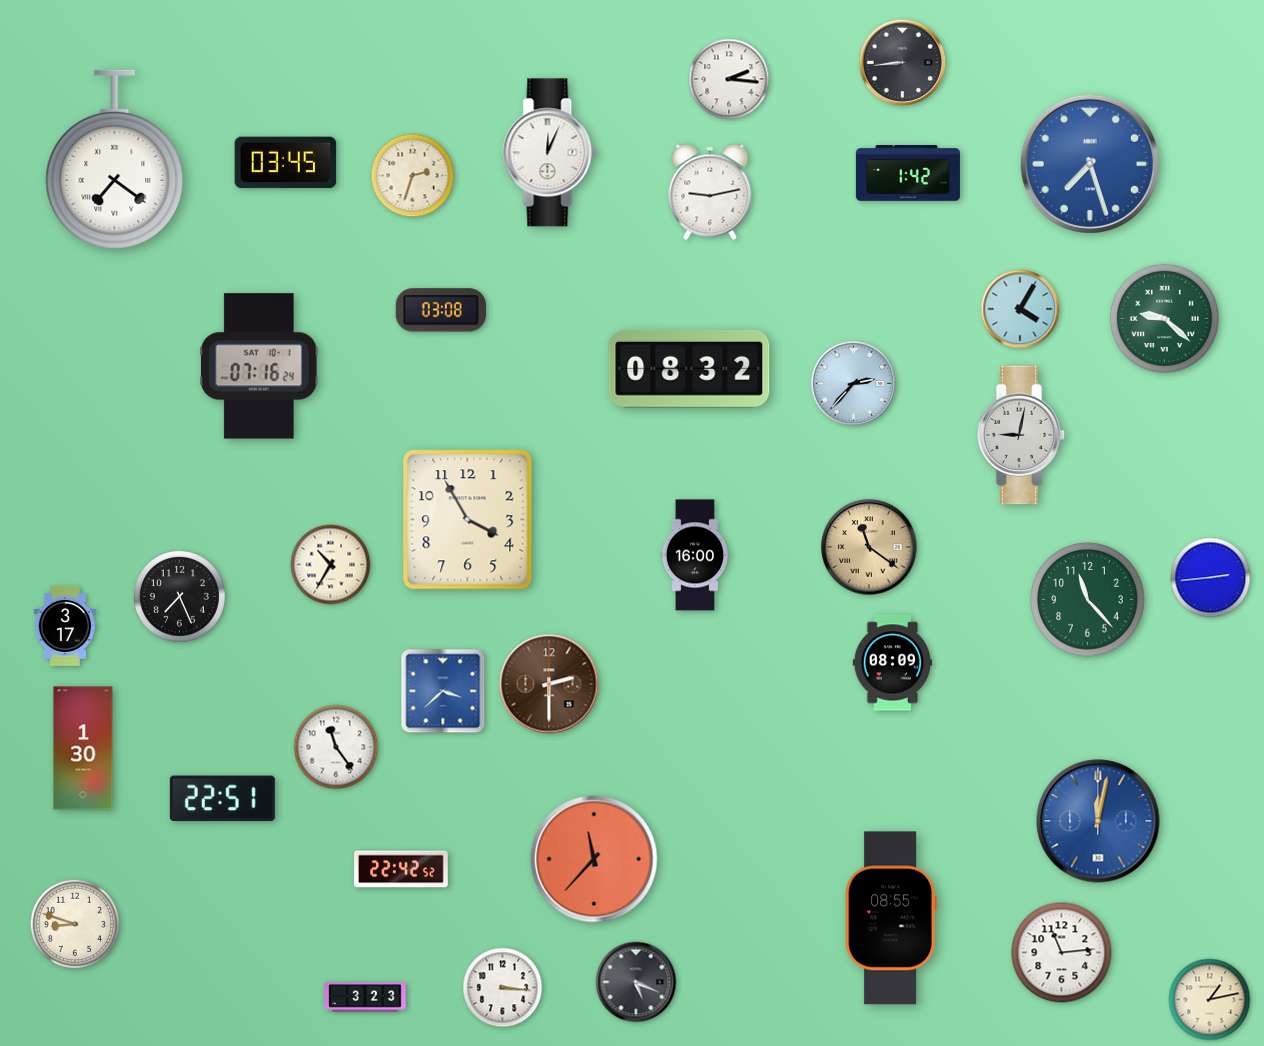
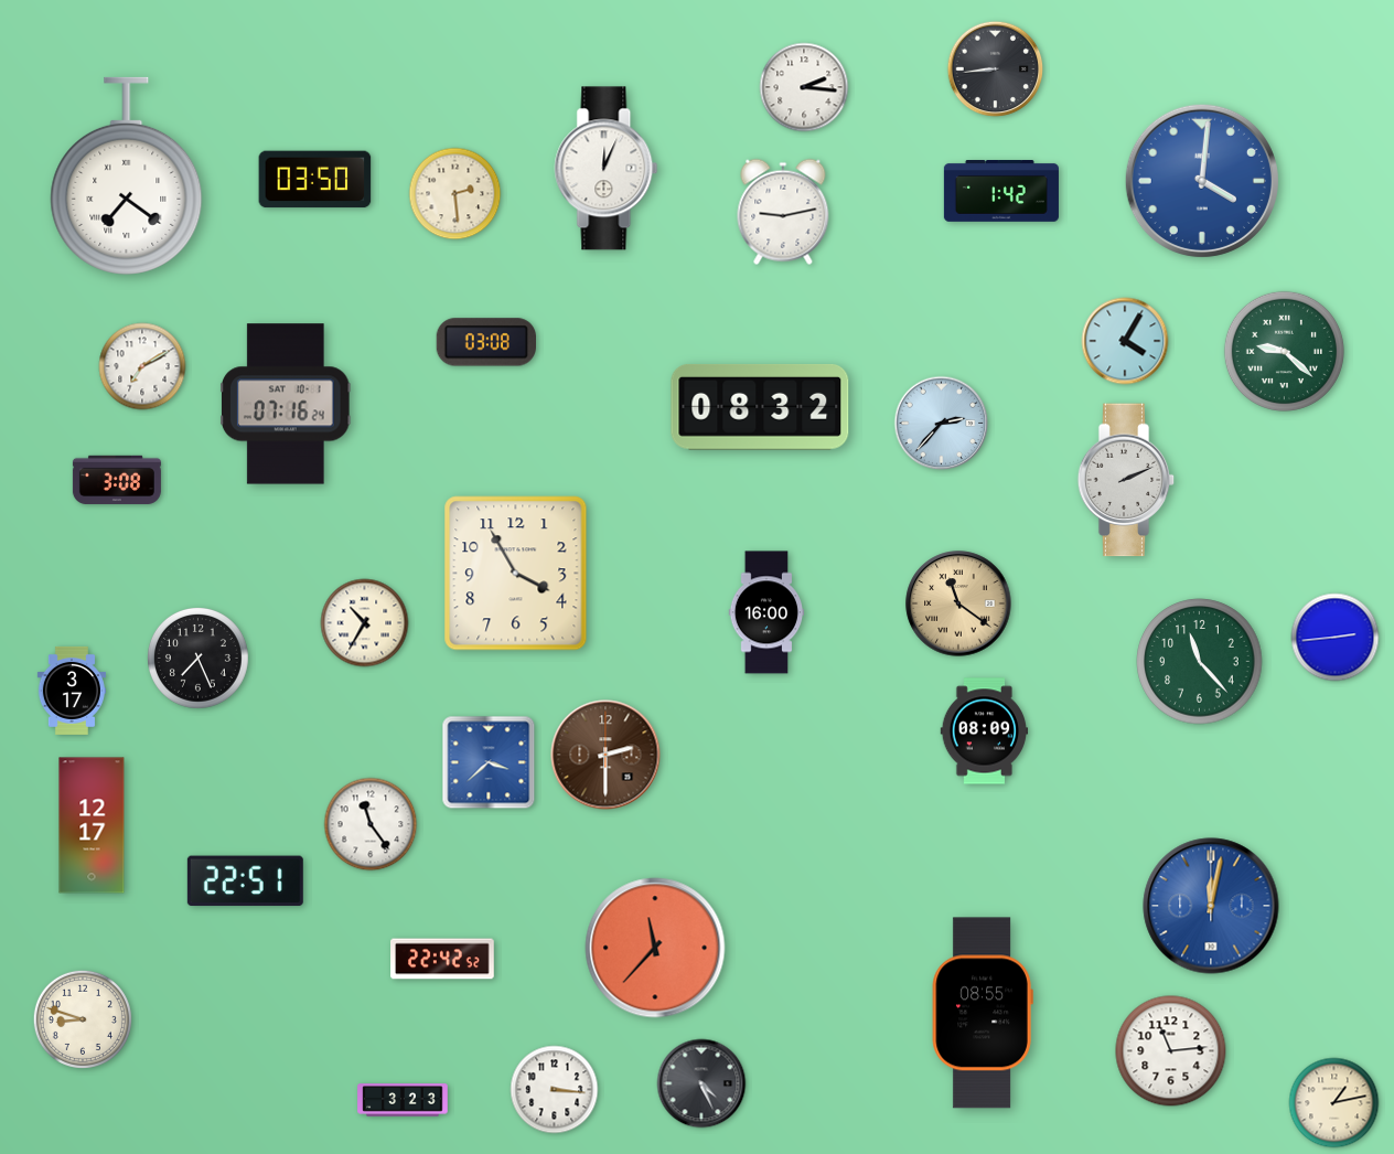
clock at (286, 163): 03:45 -> 03:50
clock at (1090, 164): 7:27 -> 4:01
clock at (413, 176): 2:33 -> 2:29
clock at (142, 366): none -> 7:10
clock at (117, 480): none -> 3:08
clock at (1021, 435): 9:02 -> 2:11
clock at (83, 748): 1:30 -> 12:17
clock at (636, 982): 5:19 -> 4:26
